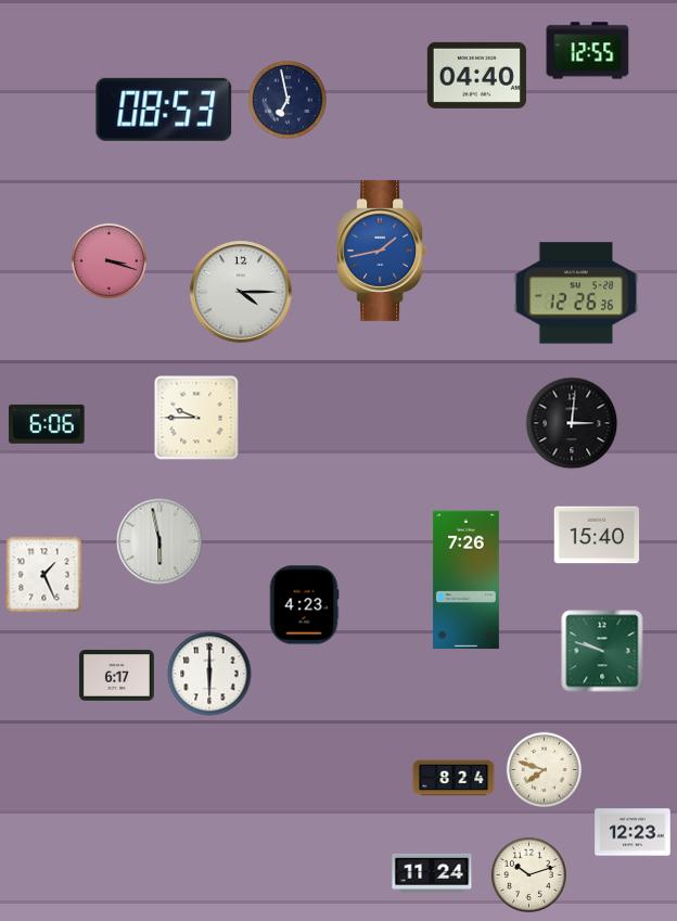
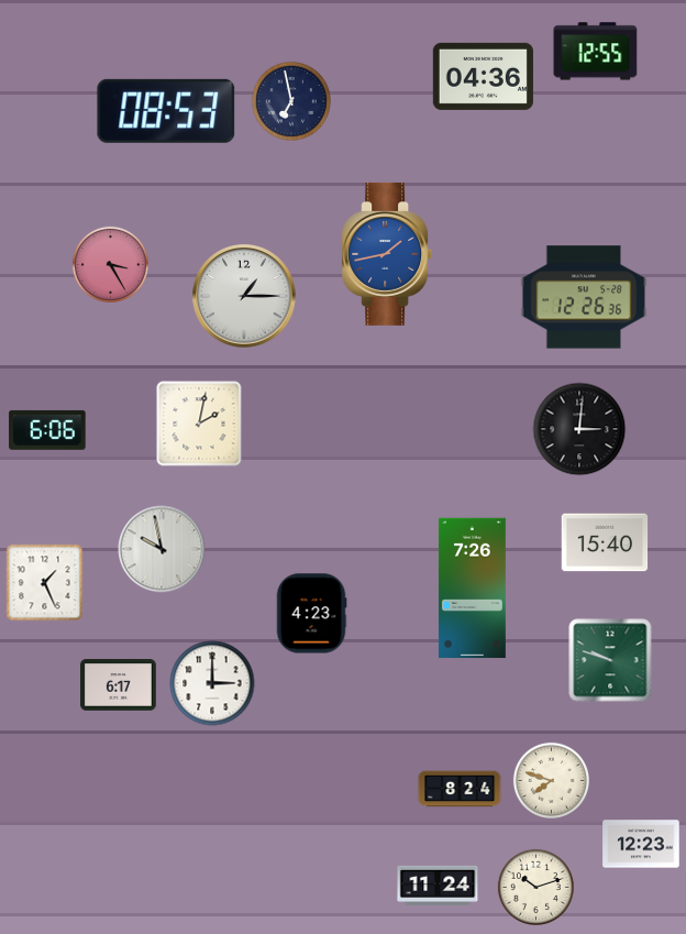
clock at (476, 75): 04:40 -> 04:36
clock at (108, 260): 3:18 -> 3:25
clock at (241, 292): 4:15 -> 1:15
clock at (196, 418): 9:45 -> 2:02
clock at (159, 541): 5:58 -> 9:58
clock at (304, 605) position: (304, 605) -> (311, 614)
clock at (209, 674): 6:00 -> 3:00
